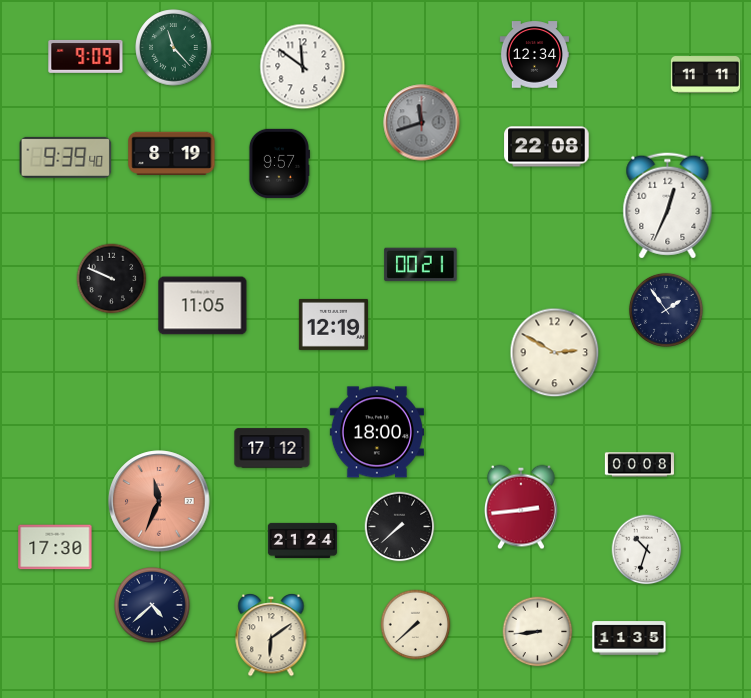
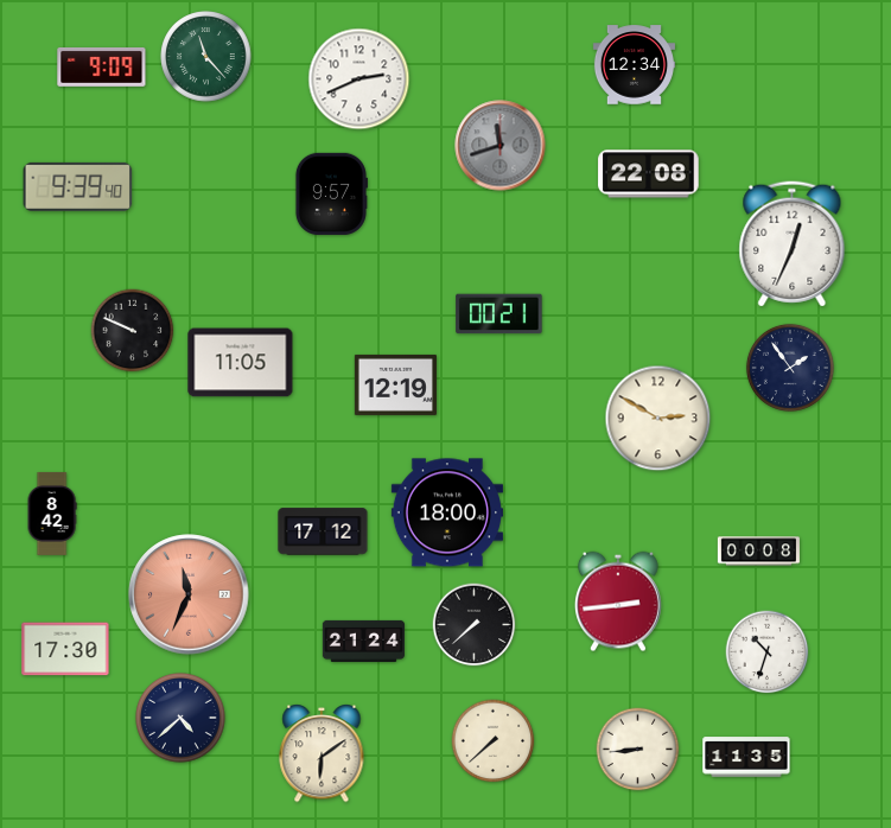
clock at (303, 67): 11:51 -> 2:41
clock at (705, 75): 11:11 -> none
clock at (172, 153): 8:19 -> none
clock at (52, 514): none -> 8:42
clock at (302, 540) position: (302, 540) -> (363, 641)
